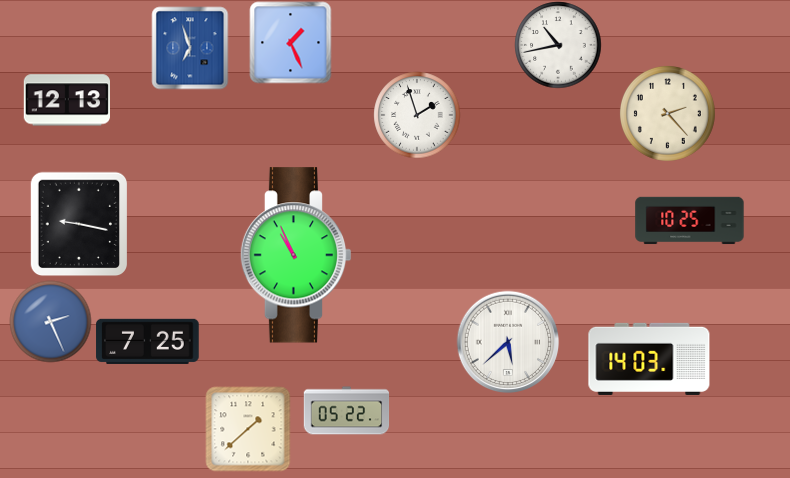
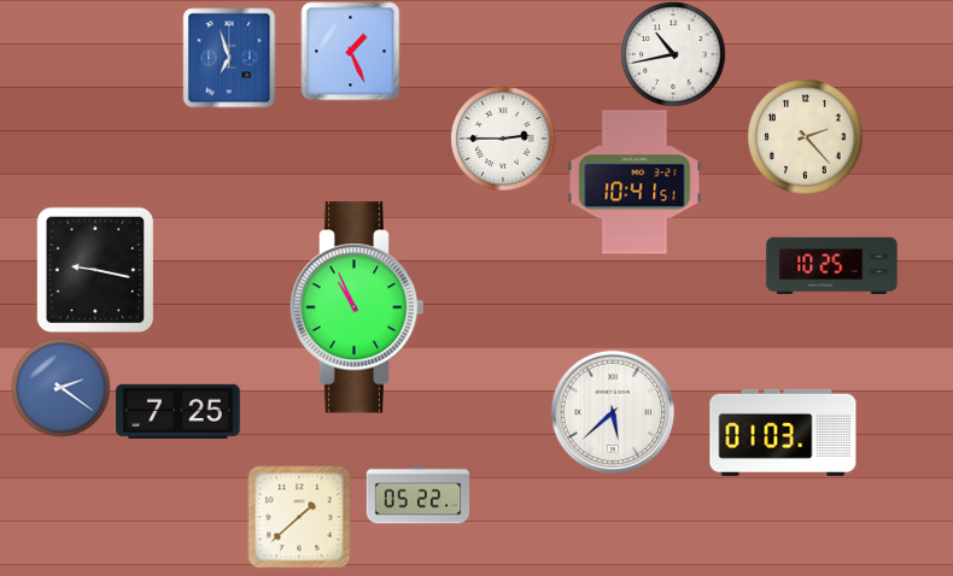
clock at (66, 100): 12:13 -> none
clock at (417, 115): 1:57 -> 2:45
clock at (635, 182): none -> 10:41
clock at (50, 321): 2:26 -> 2:21
clock at (649, 359): 14:03 -> 01:03
